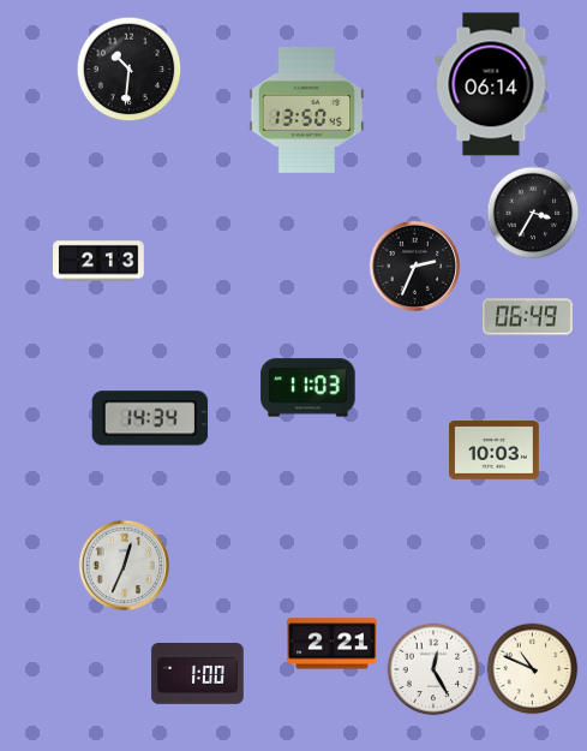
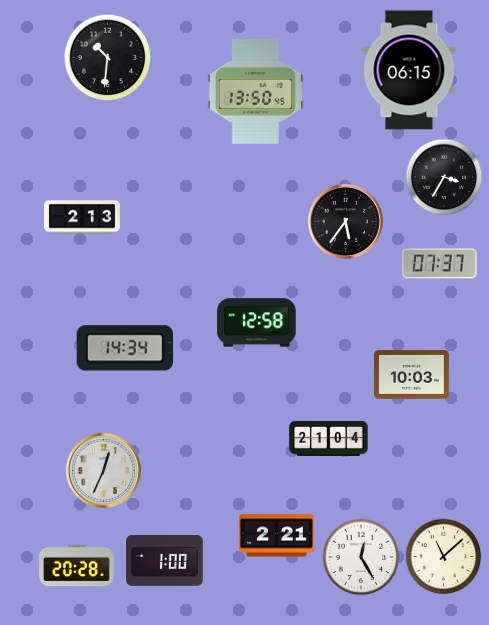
clock at (491, 84): 06:14 -> 06:15
clock at (414, 266): 2:34 -> 5:36
clock at (528, 317): 06:49 -> 07:37
clock at (309, 388): 11:03 -> 12:58
clock at (329, 438): none -> 21:04
clock at (533, 669): 10:49 -> 11:08
clock at (77, 566): none -> 20:28
